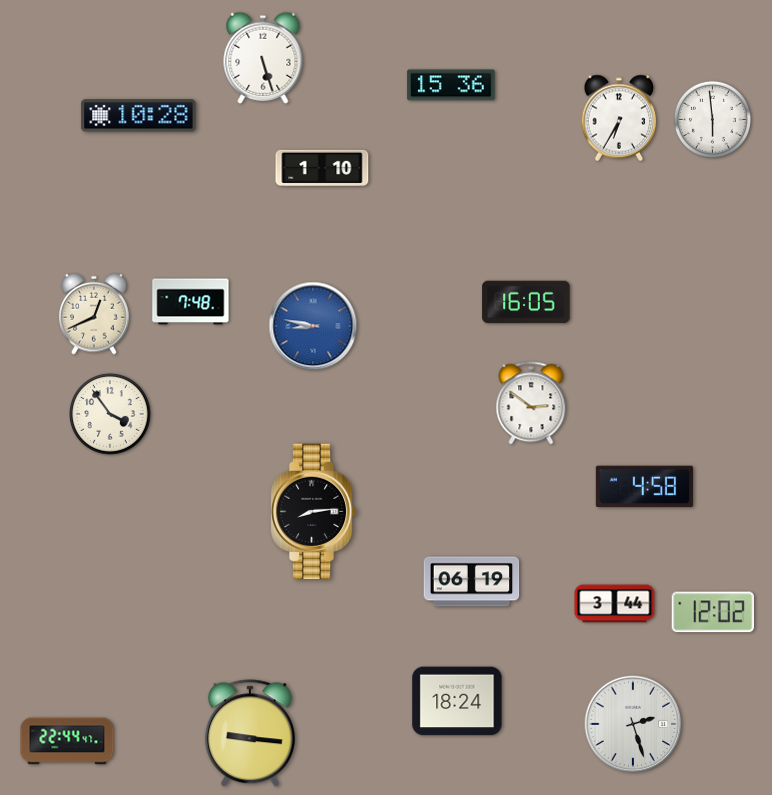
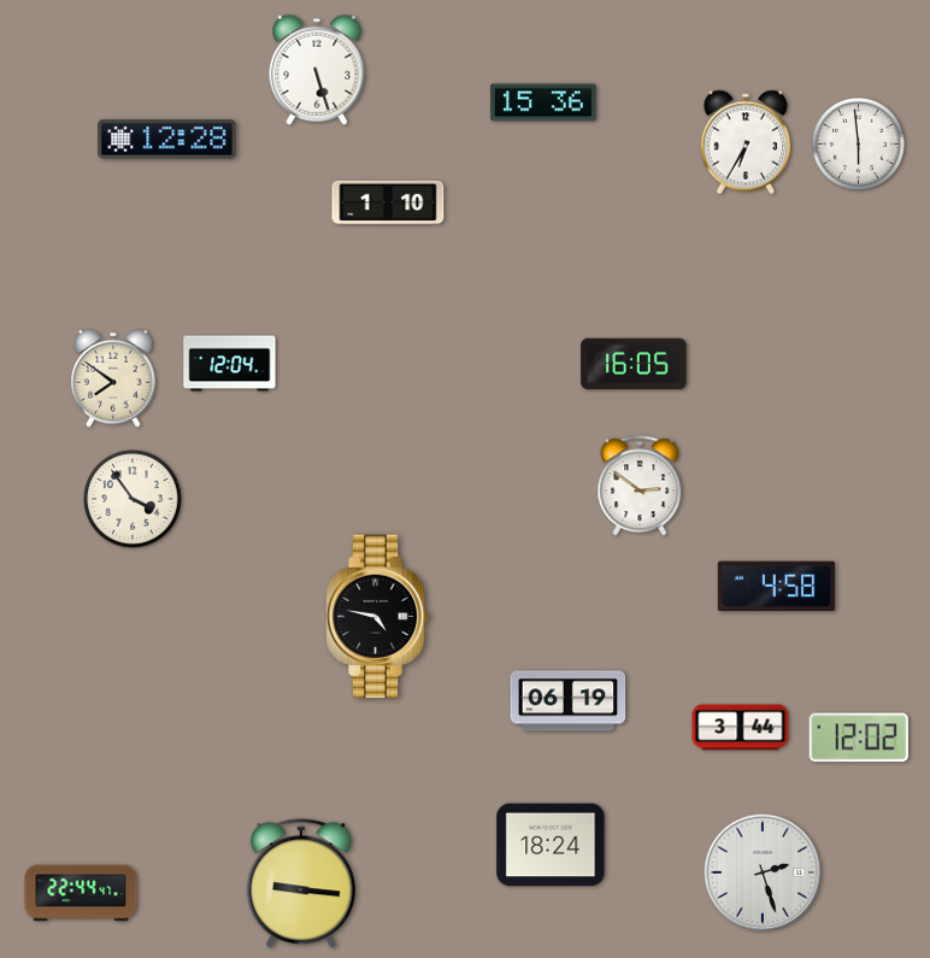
clock at (139, 116): 10:28 -> 12:28
clock at (191, 302): 7:48 -> 12:04
clock at (94, 314): 12:41 -> 7:51
clock at (313, 326): 8:47 -> none
clock at (313, 512): 8:14 -> 4:47
